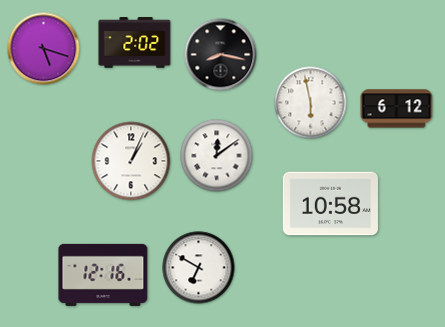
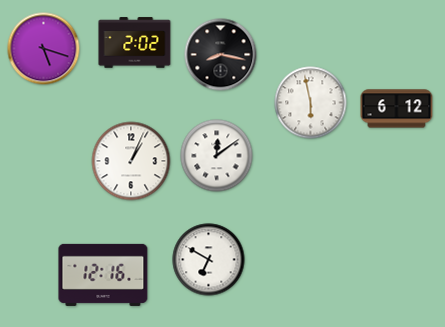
clock at (330, 204): 10:58 -> none
clock at (199, 268) position: (199, 268) -> (209, 260)
